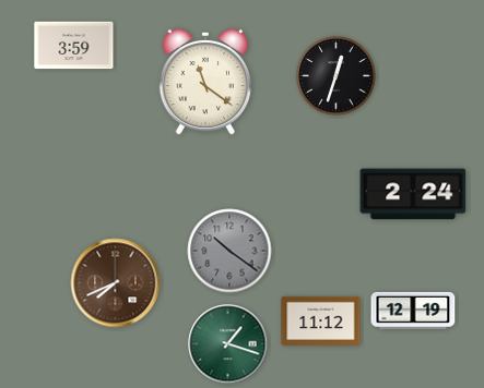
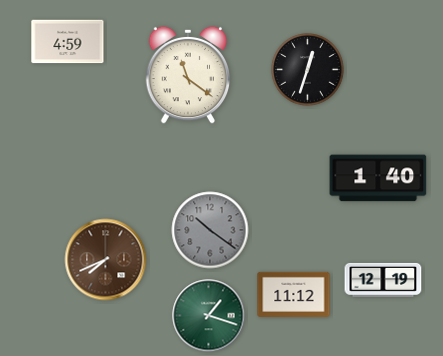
clock at (74, 46): 3:59 -> 4:59
clock at (413, 194): 2:24 -> 1:40
clock at (413, 311) position: (413, 311) -> (383, 280)
